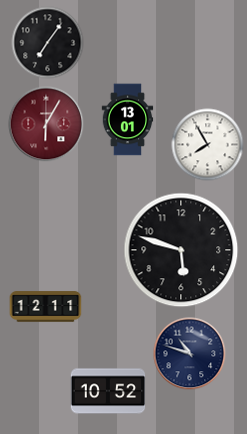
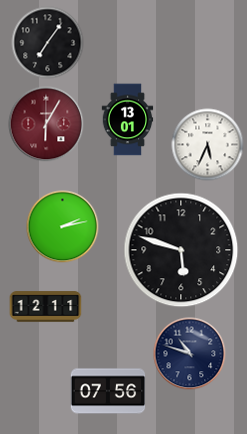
clock at (208, 145): 7:55 -> 5:34
clock at (63, 227): none -> 2:13
clock at (108, 391): 10:52 -> 07:56
